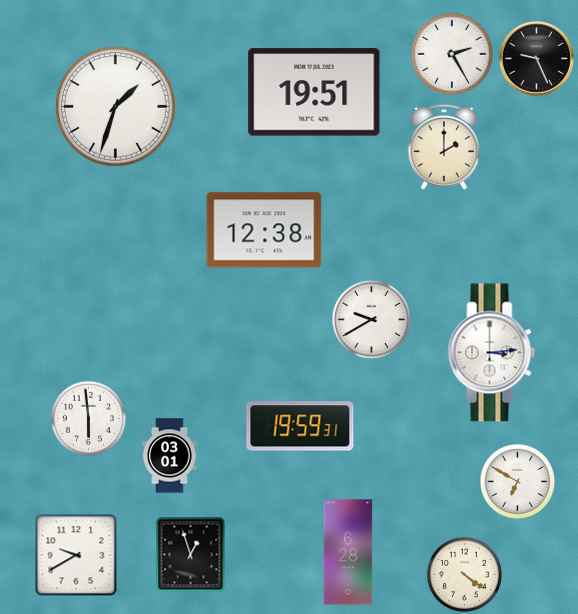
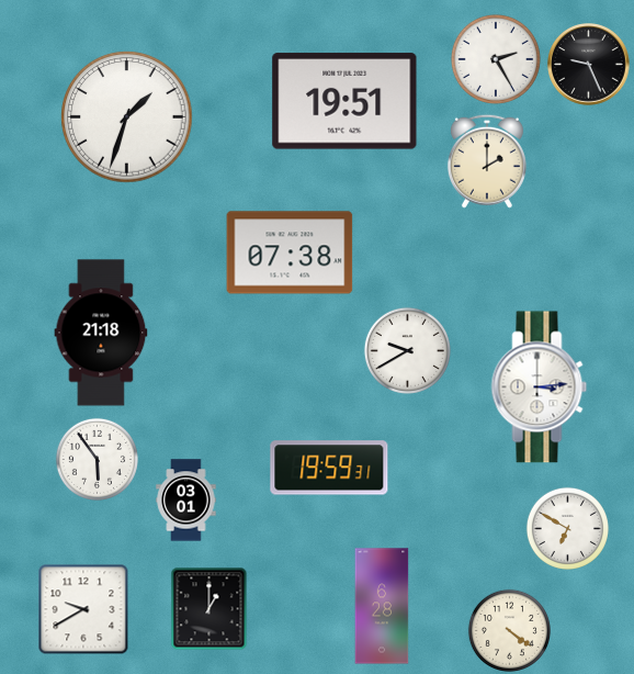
clock at (264, 230): 12:38 -> 07:38
clock at (101, 333): none -> 21:18
clock at (88, 418): 5:59 -> 5:54
clock at (191, 555): 12:57 -> 1:00
